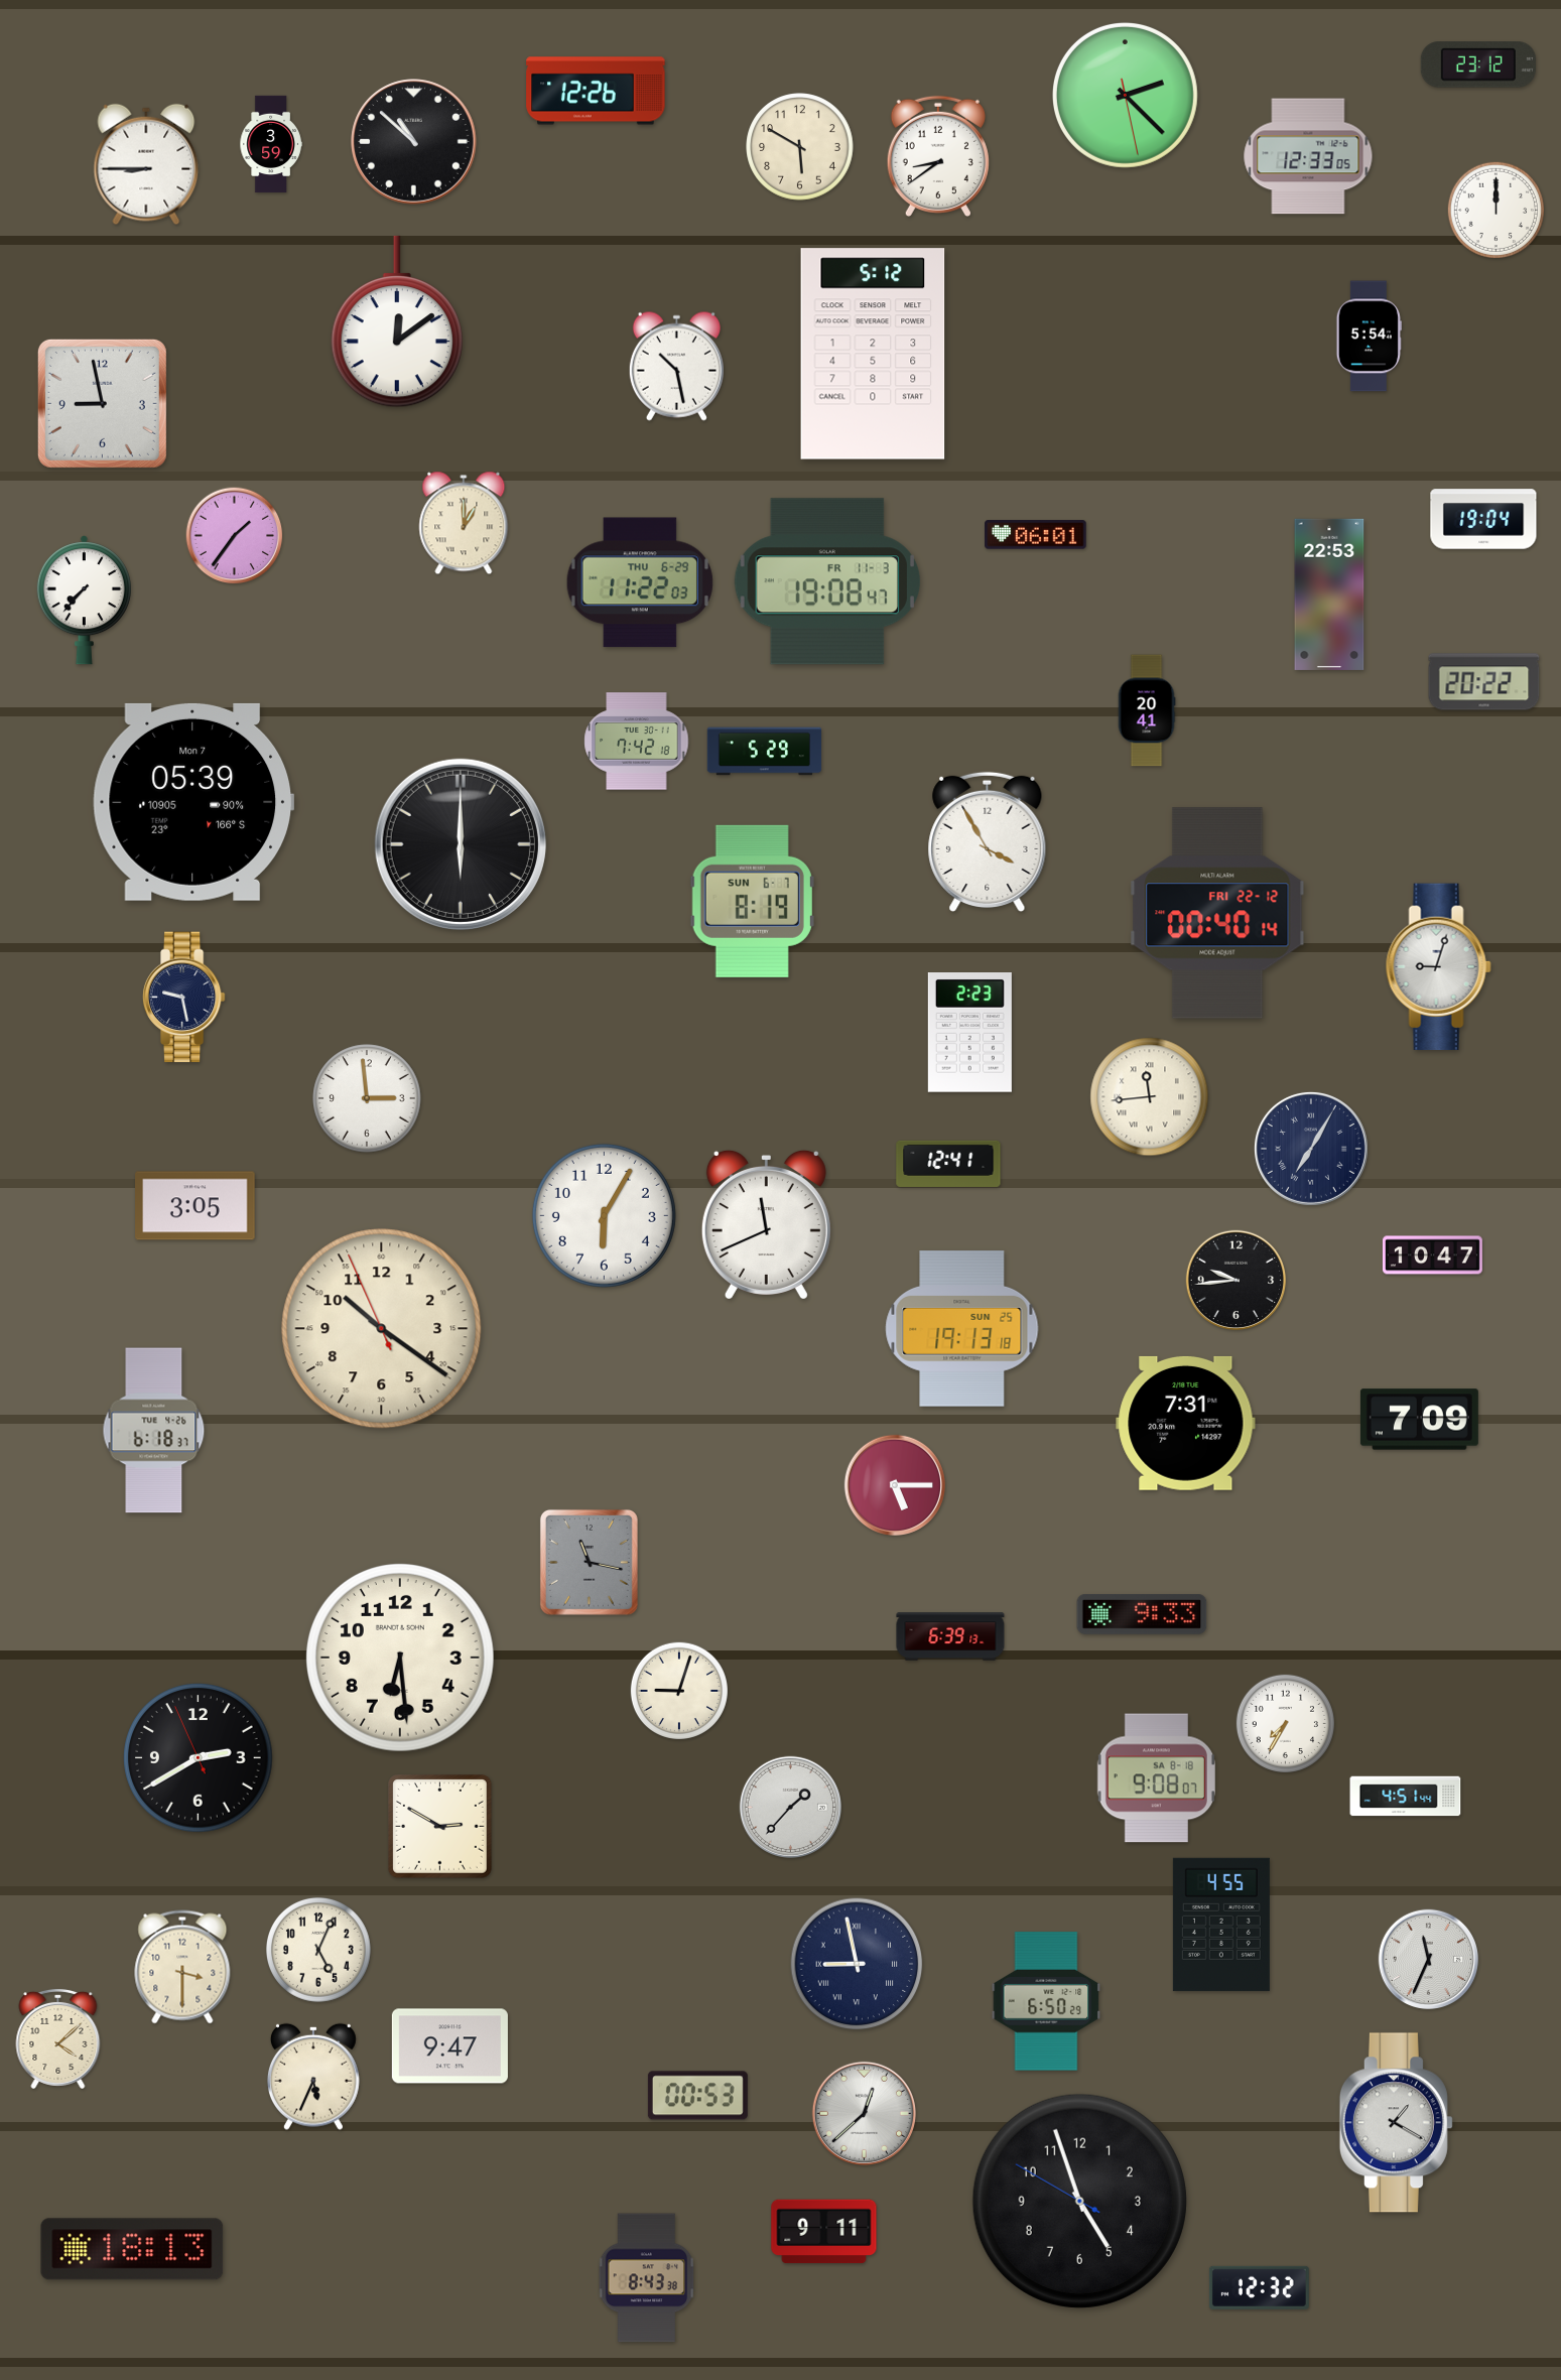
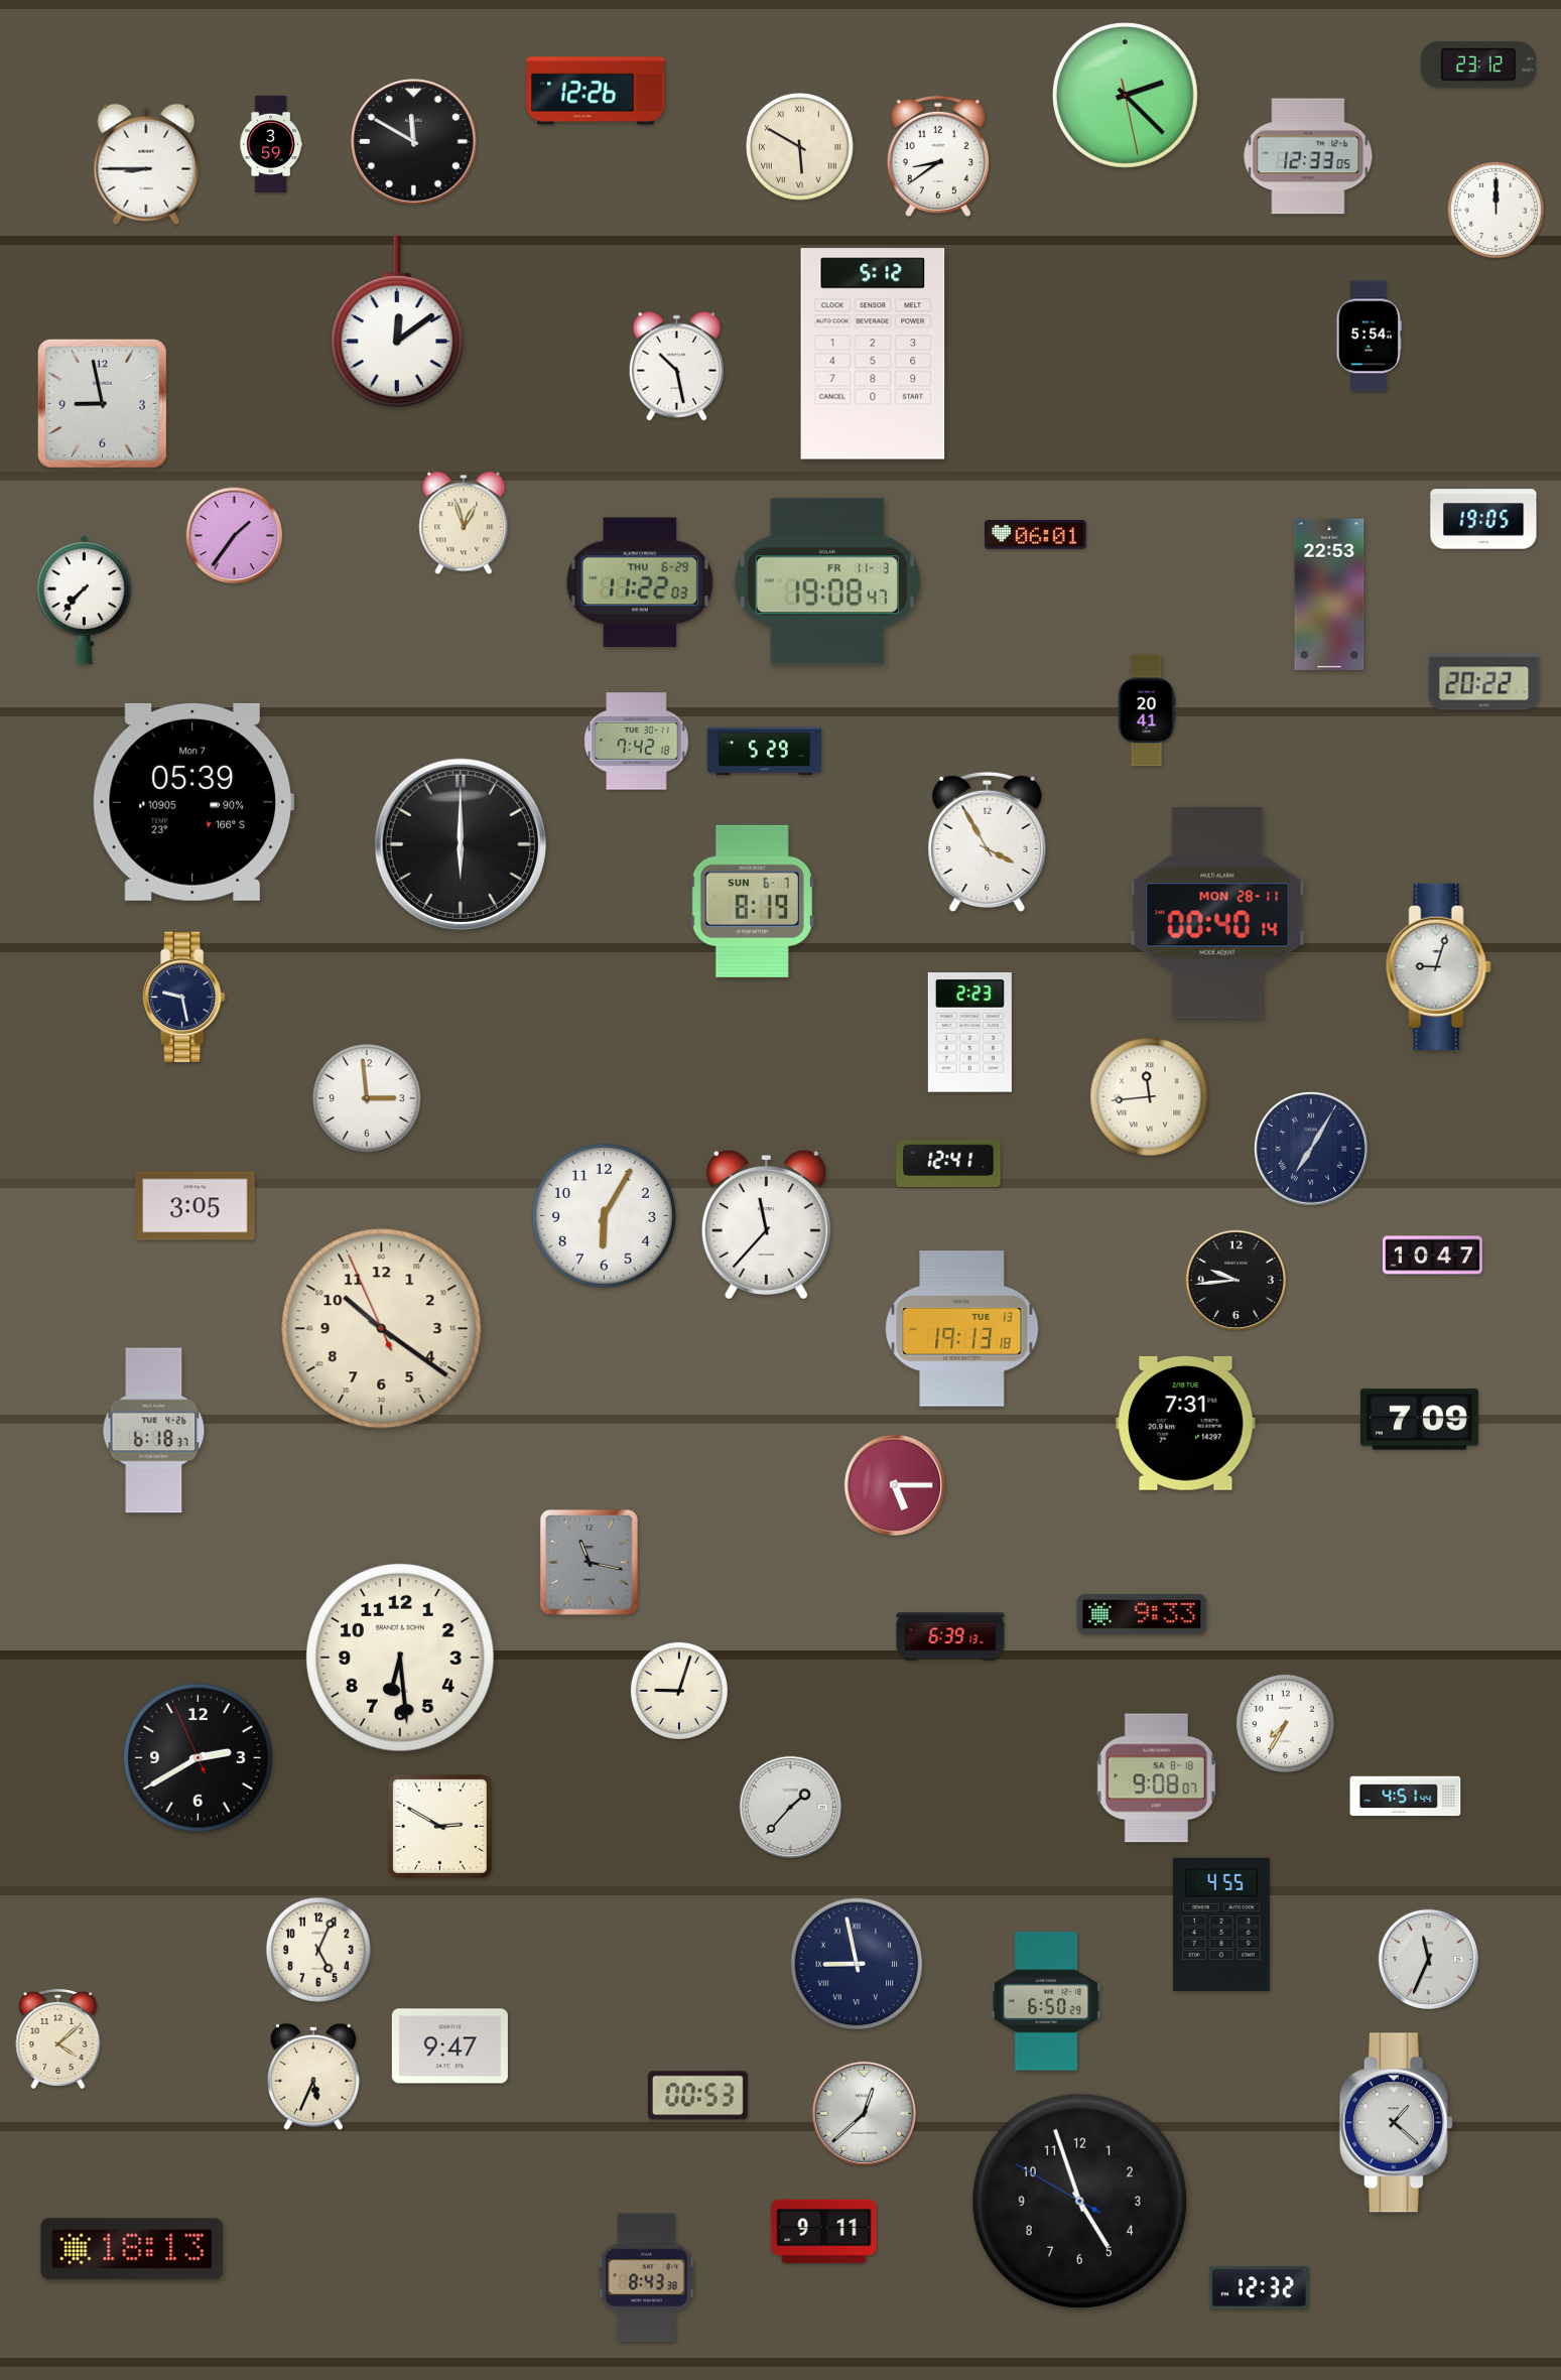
clock at (414, 142): 10:52 -> 11:50
clock at (800, 147) numerals: Arabic -> Roman
clock at (1483, 519): 19:04 -> 19:05
clock at (464, 523): 1:00 -> 12:57
clock at (1217, 913) date: FRI 22-12 -> MON 28-11
clock at (766, 1224): 11:41 -> 11:37
clock at (962, 1329) date: SUN 25 -> TUE 13
clock at (182, 1967): 3:30 -> none
clock at (1396, 2123): 1:20 -> 1:22
